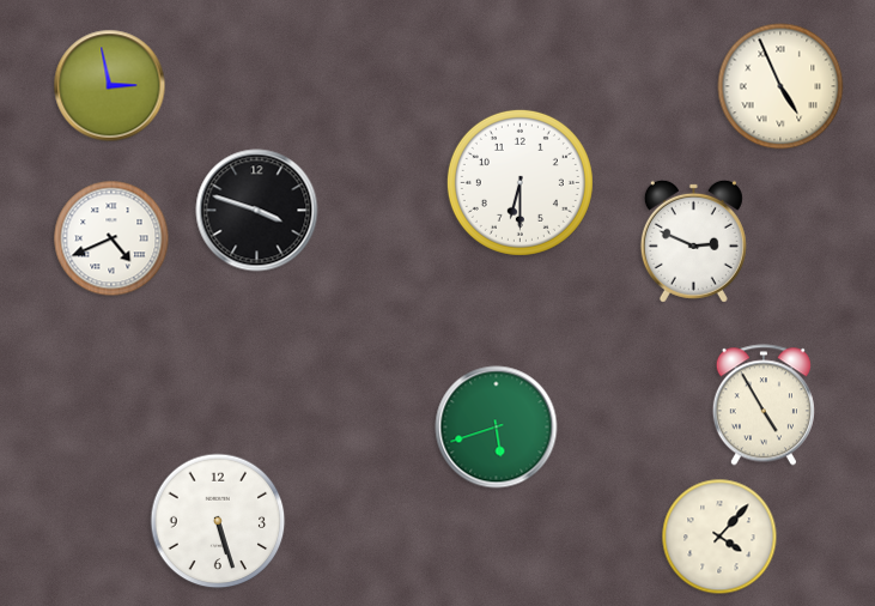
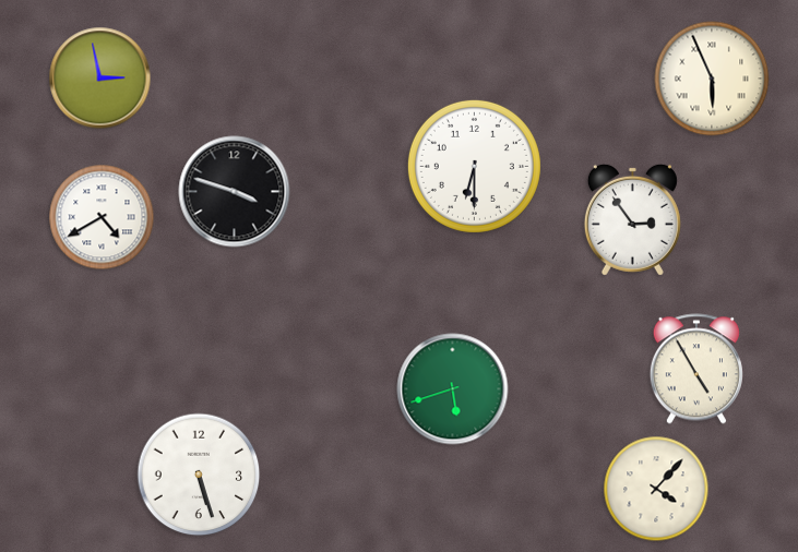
clock at (780, 86): 4:56 -> 5:56
clock at (111, 238): 4:41 -> 4:40
clock at (693, 241): 2:49 -> 2:54
